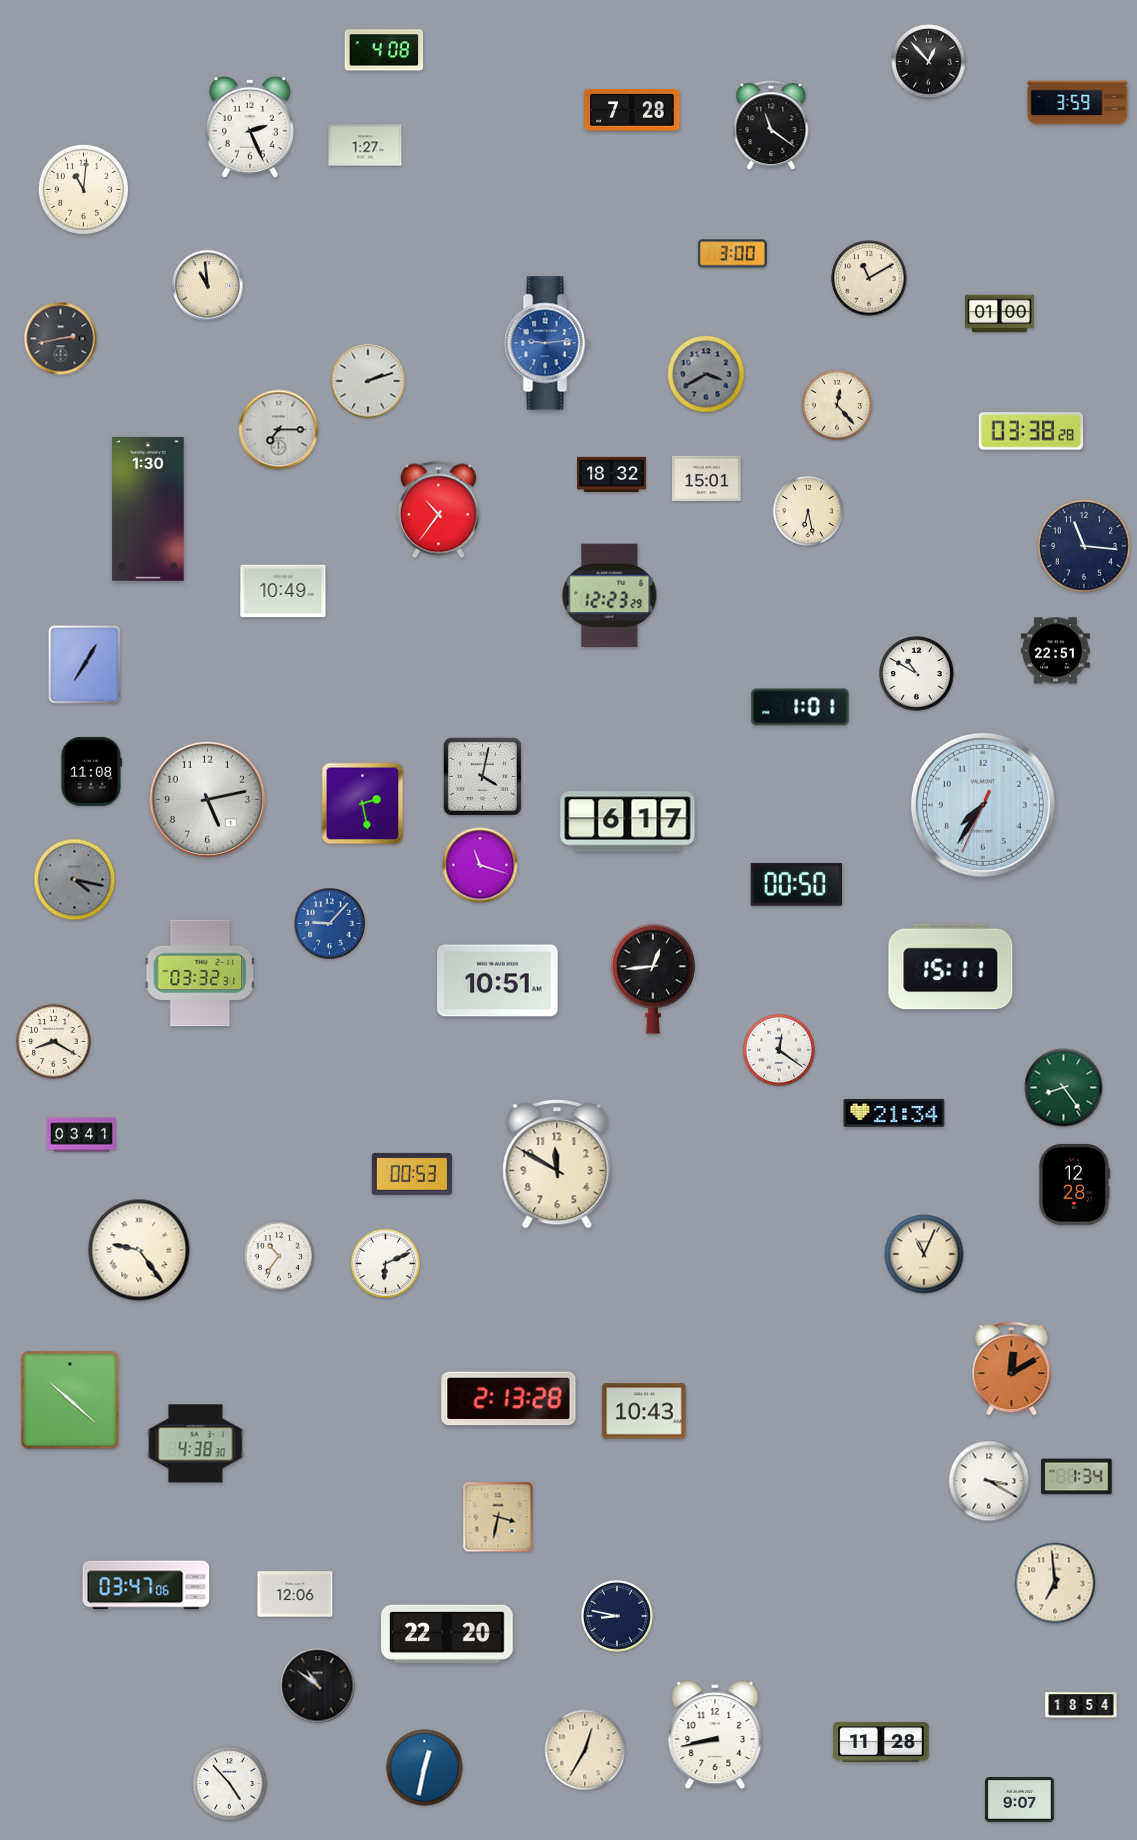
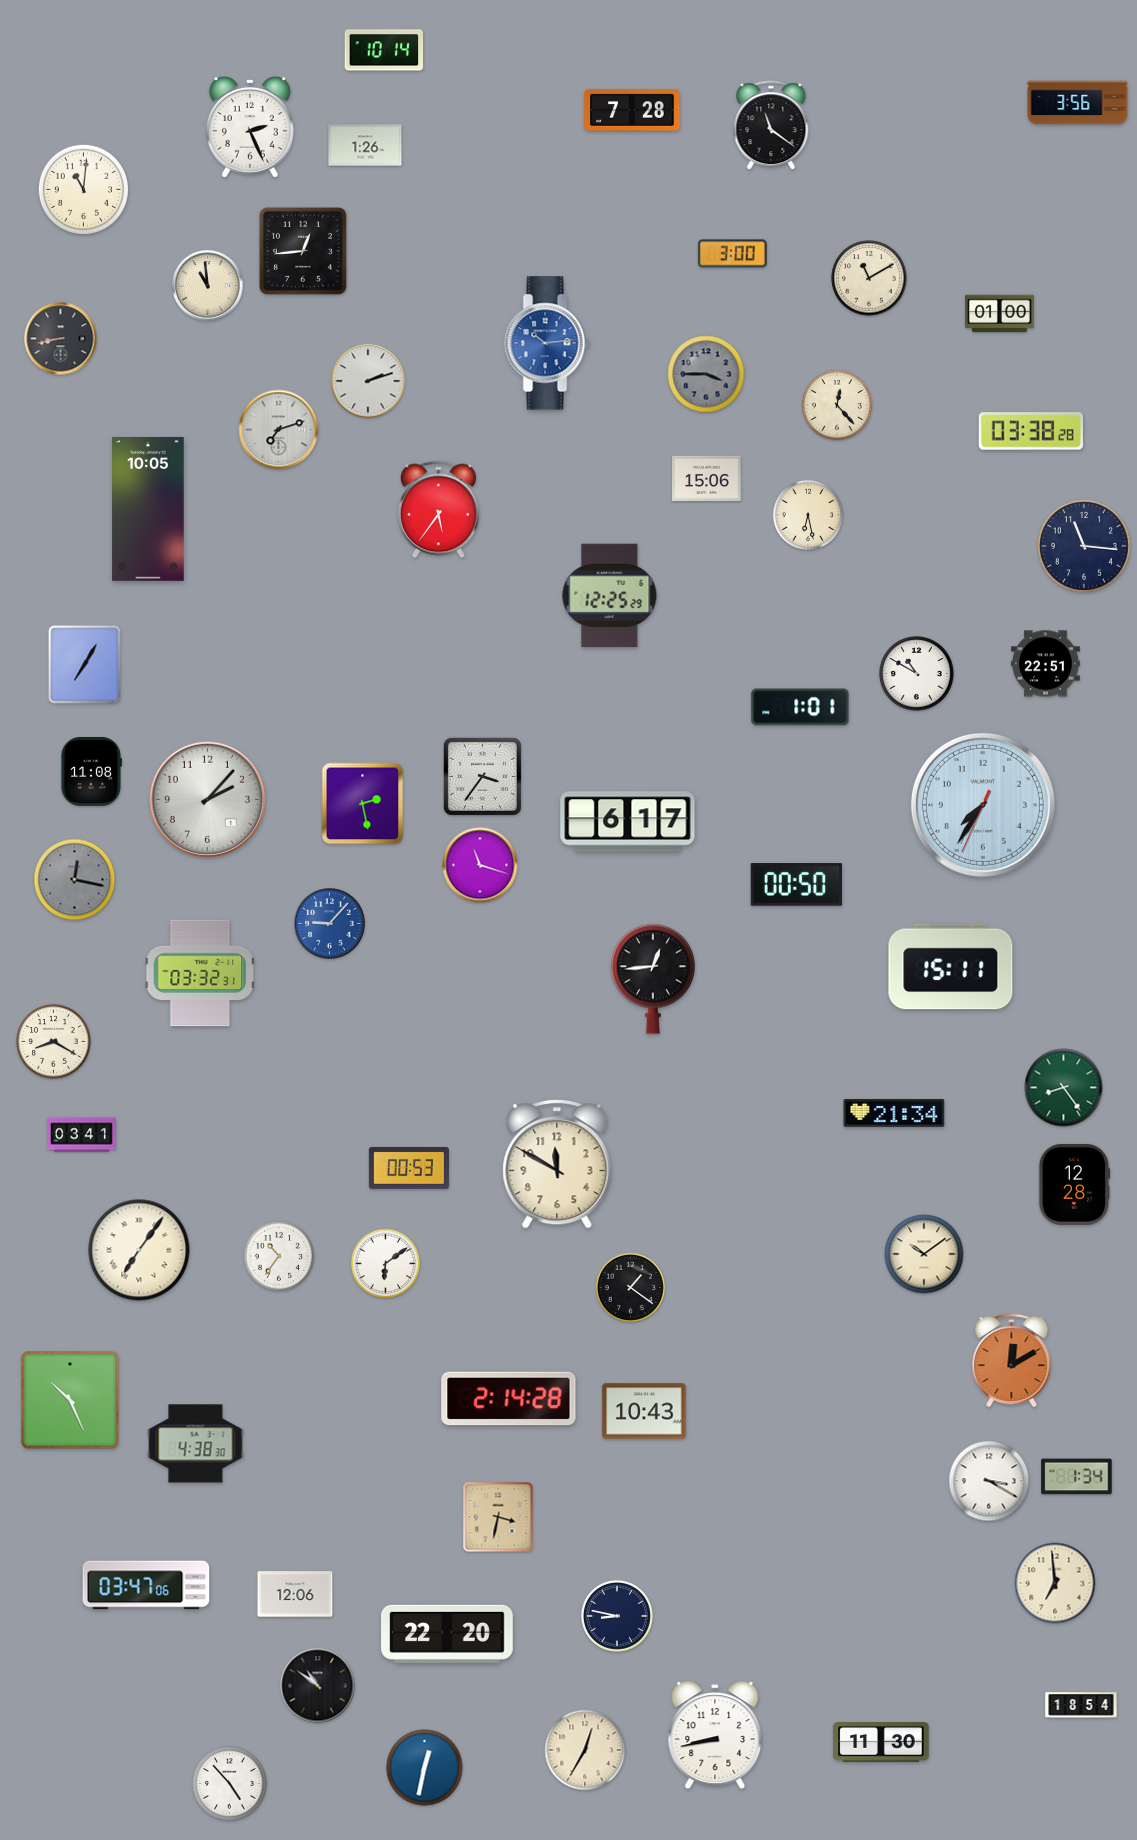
clock at (384, 50): 4:08 -> 10:14
clock at (929, 62): 12:53 -> none
clock at (1078, 103): 3:59 -> 3:56
clock at (365, 145): 1:27 -> 1:26
clock at (303, 251): none -> 12:44
clock at (61, 339): 2:43 -> 8:43
clock at (547, 343): 9:14 -> 10:14
clock at (706, 374): 3:40 -> 3:45
clock at (279, 430): 7:15 -> 7:12
clock at (612, 474): 18:32 -> none
clock at (706, 478): 15:01 -> 15:06
clock at (148, 510): 1:30 -> 10:05
clock at (438, 510): 10:36 -> 5:36
clock at (808, 511) position: (808, 511) -> (808, 515)
clock at (283, 591): 10:49 -> none
clock at (610, 596): 12:23 -> 12:25
clock at (1055, 651) position: (1055, 651) -> (1045, 664)
clock at (482, 776): 4:02 -> 3:36
clock at (207, 799): 5:13 -> 2:07
clock at (75, 880): 4:17 -> 12:17
clock at (498, 981): 10:51 -> none
clock at (779, 1050): 12:21 -> none
clock at (412, 1174) position: (412, 1174) -> (409, 1168)
clock at (139, 1250): 9:24 -> 7:06
clock at (924, 1254): 11:04 -> 10:09
clock at (385, 1263): 6:11 -> 6:09
clock at (630, 1287): none -> 1:21
clock at (1012, 1368) position: (1012, 1368) -> (1012, 1360)
clock at (509, 1399): 2:13 -> 2:14
clock at (70, 1400): 10:22 -> 10:26
clock at (881, 1742): 11:28 -> 11:30
clock at (1020, 1800): 9:07 -> none
